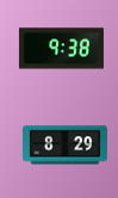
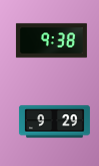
clock at (64, 146): 8:29 -> 9:29
